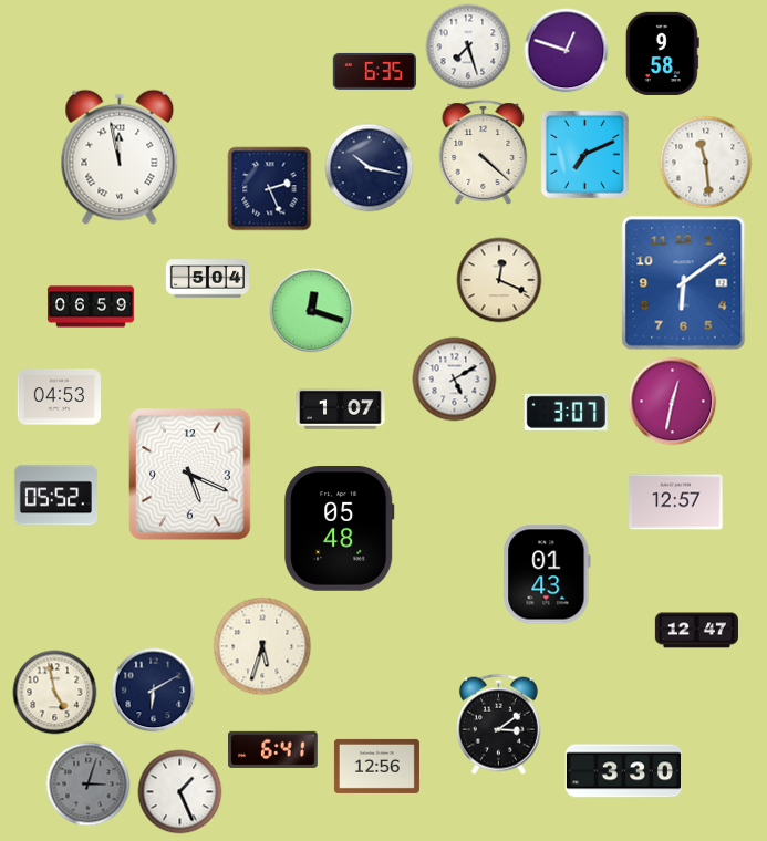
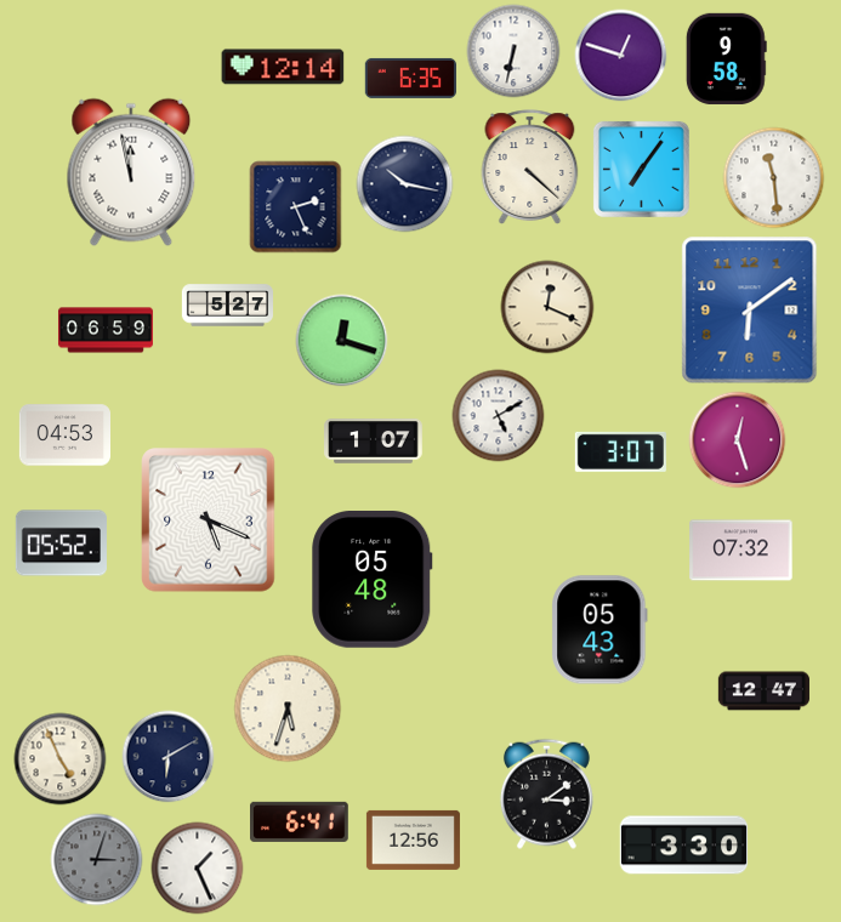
clock at (468, 46): 7:27 -> 6:32
clock at (283, 67): none -> 12:14
clock at (584, 154): 7:11 -> 7:06
clock at (207, 279): 5:04 -> 5:27
clock at (91, 307) position: (91, 307) -> (106, 330)
clock at (673, 402): 12:32 -> 12:27
clock at (341, 409) position: (341, 409) -> (374, 442)
clock at (676, 502): 12:57 -> 07:32
clock at (547, 574): 01:43 -> 05:43
clock at (55, 693): 4:58 -> 4:56
